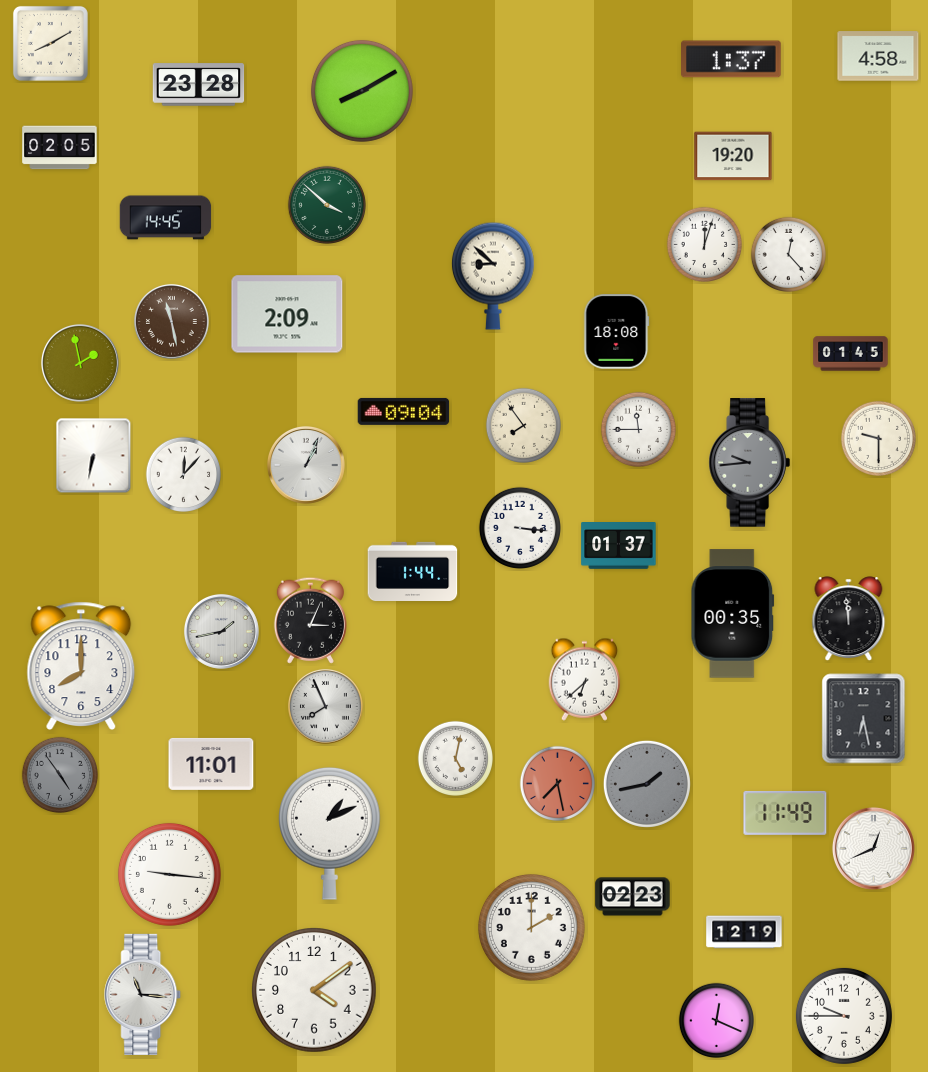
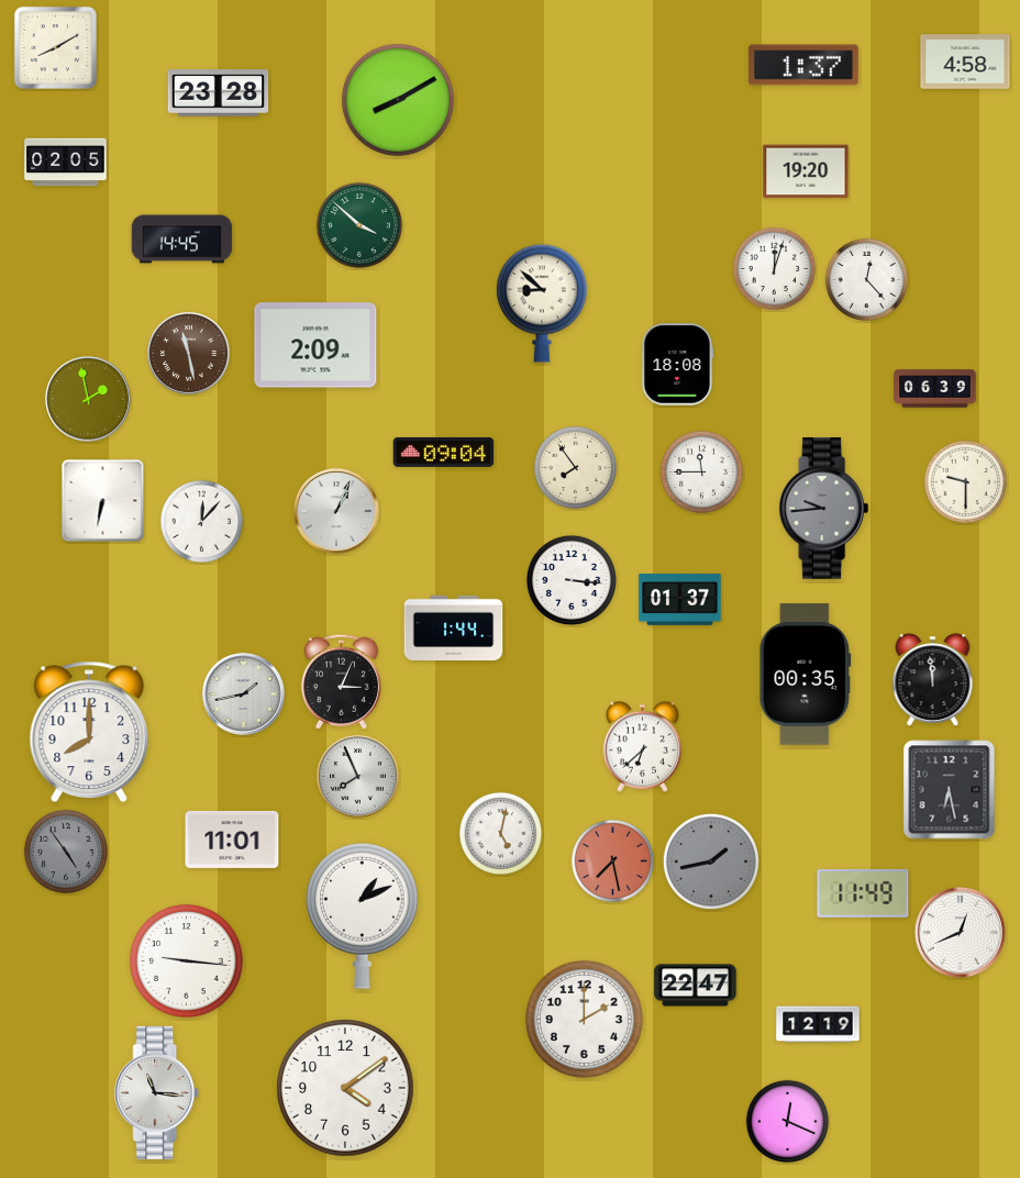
clock at (851, 354): 01:45 -> 06:39
clock at (633, 897): 02:23 -> 22:47
clock at (844, 1016): 9:45 -> none
